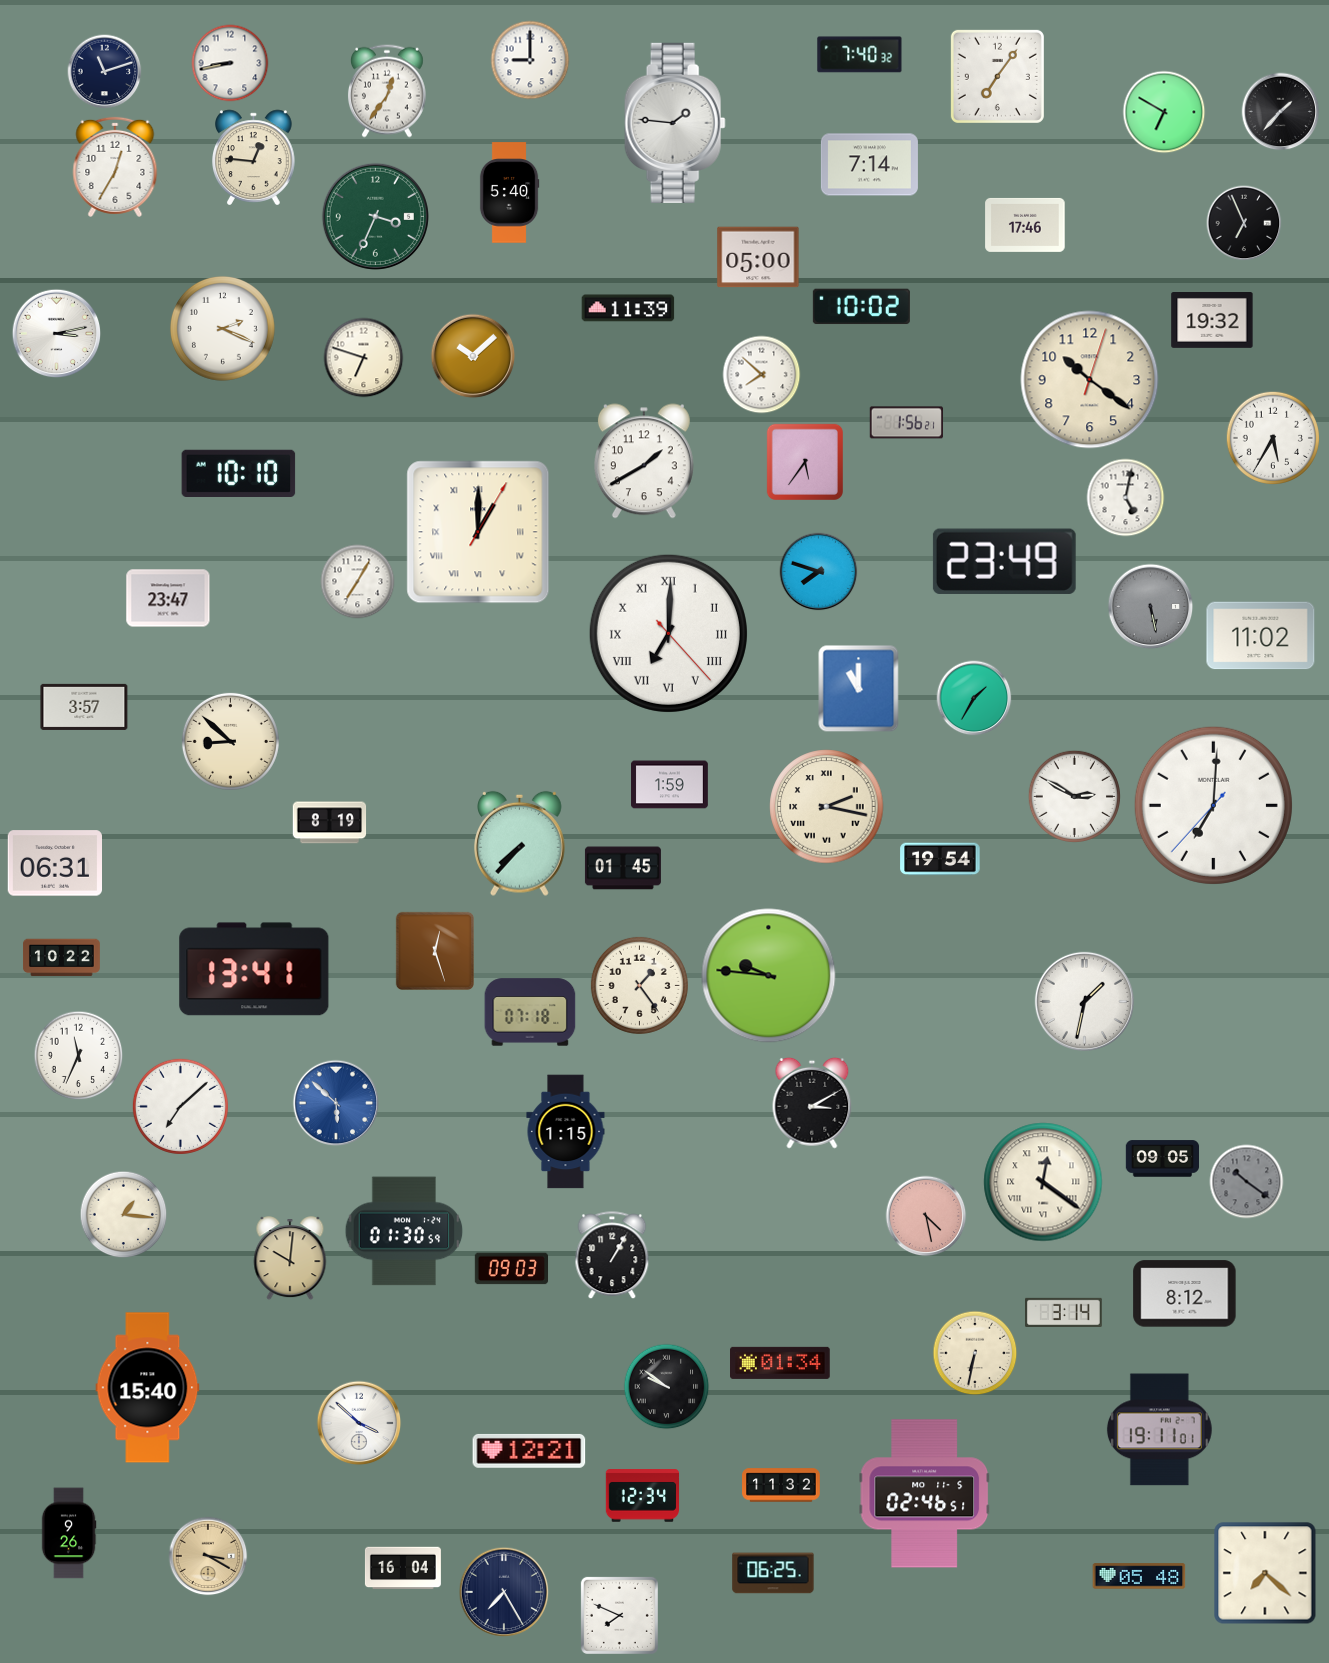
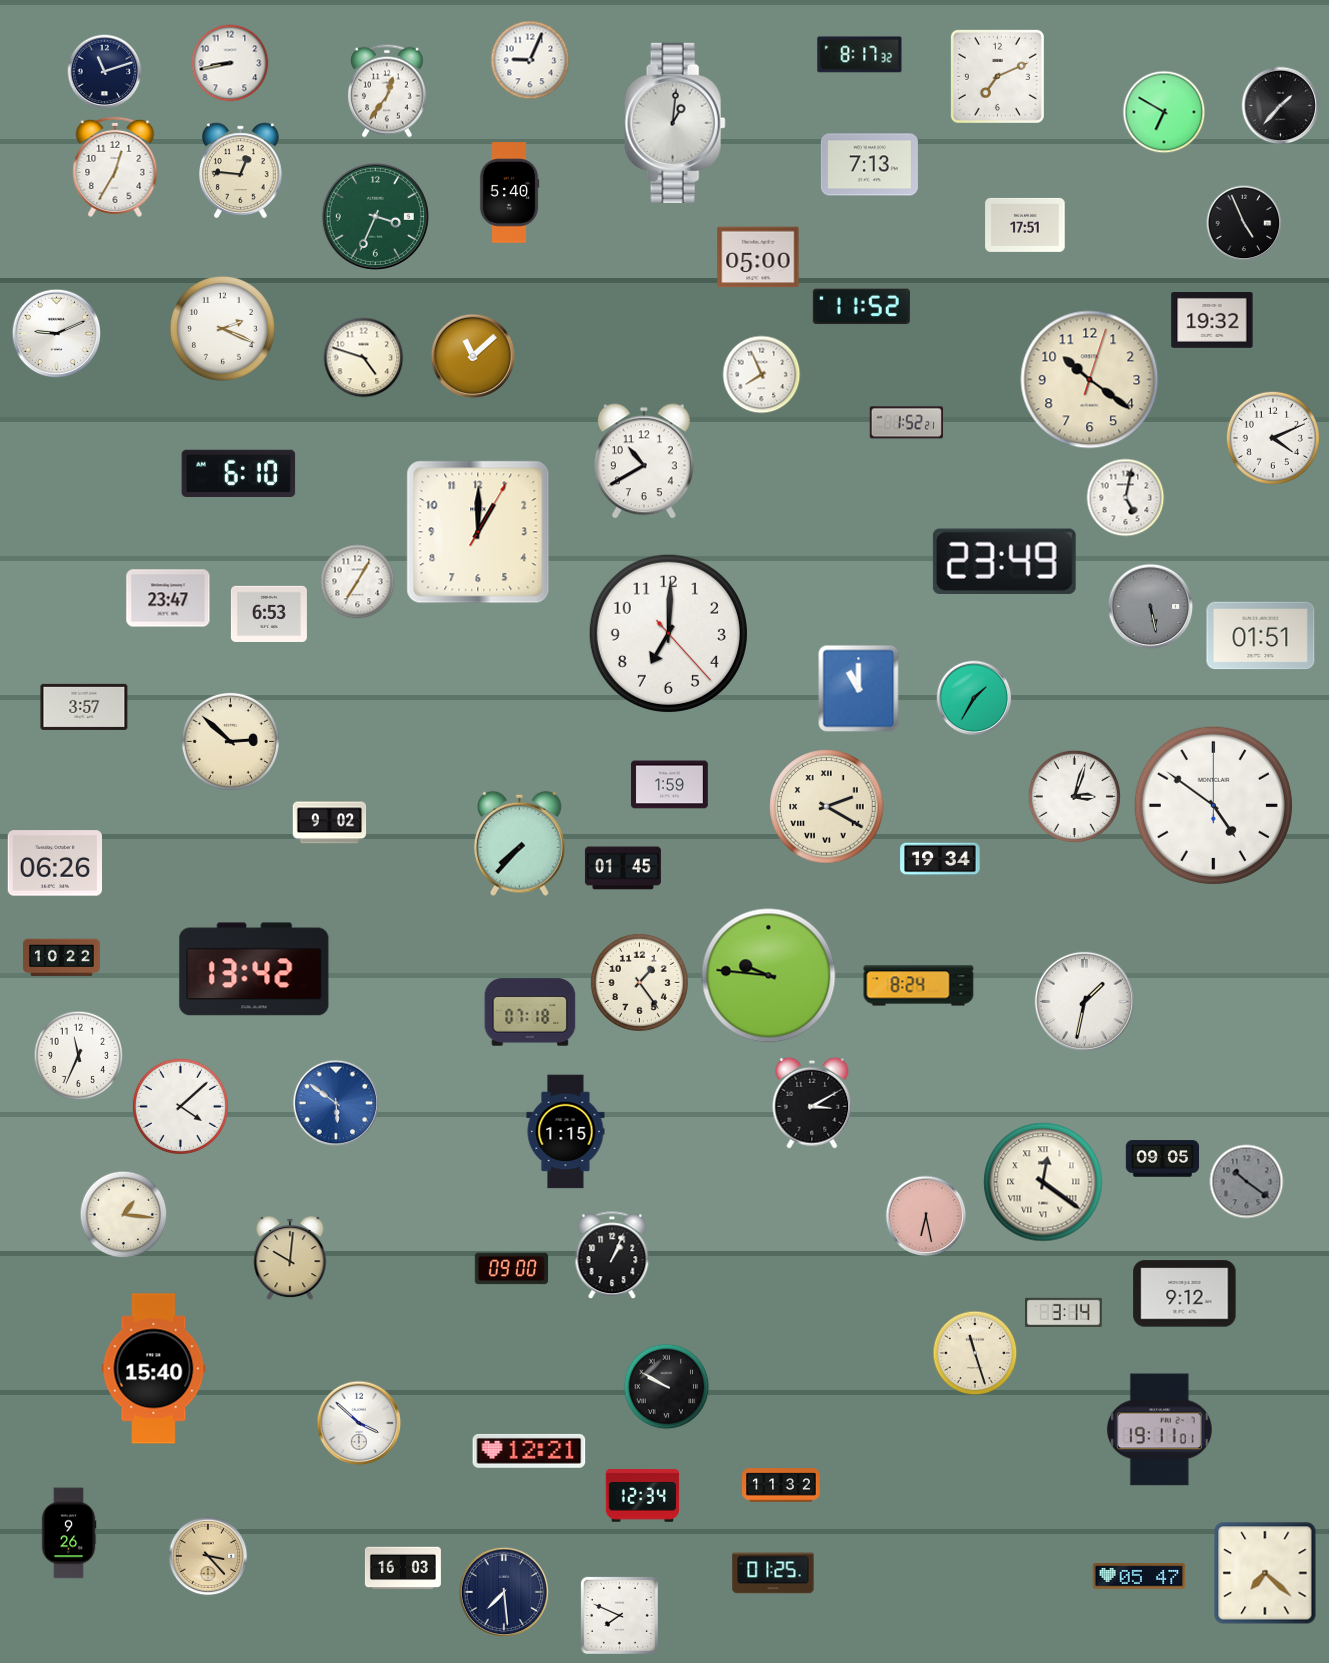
clock at (860, 55): 7:40 -> 8:17
clock at (530, 60): 9:00 -> 9:04
clock at (997, 76): 7:06 -> 7:11
clock at (1281, 112) position: (1281, 112) -> (1281, 106)
clock at (675, 123): 1:46 -> 1:01
clock at (254, 158) position: (254, 158) -> (241, 171)
clock at (869, 165): 7:14 -> 7:13
clock at (1244, 223): 6:56 -> 4:56
clock at (1025, 225): 17:46 -> 17:51
clock at (861, 307): 10:02 -> 11:52
clock at (628, 308): 11:39 -> none
clock at (57, 334): 3:13 -> 9:11
clock at (473, 356): 10:08 -> 11:08
clock at (364, 358): 6:48 -> 4:48
clock at (762, 375): 7:52 -> 7:56
clock at (906, 423): 1:56 -> 1:52
clock at (1272, 437): 5:35 -> 4:11
clock at (644, 461): 1:40 -> 10:40
clock at (804, 461): 5:36 -> none
clock at (239, 473): 10:10 -> 6:10
clock at (478, 532) numerals: Roman -> Arabic
clock at (819, 572): 7:48 -> none
clock at (269, 614): none -> 6:53
clock at (668, 633) numerals: Roman -> Arabic
clock at (1261, 636): 11:02 -> 01:51
clock at (230, 741): 8:52 -> 2:52
clock at (1074, 796): 2:50 -> 3:03
clock at (1213, 805): 7:00 -> 4:51
clock at (827, 807): 2:17 -> 2:20
clock at (330, 823): 8:19 -> 9:02
clock at (940, 859): 19:54 -> 19:34
clock at (55, 863): 06:31 -> 06:26
clock at (434, 950): 12:27 -> none
clock at (254, 969): 13:41 -> 13:42
clock at (639, 985) position: (639, 985) -> (639, 982)
clock at (919, 986): none -> 8:24
clock at (336, 1103): 5:52 -> 5:51
clock at (180, 1106): 7:08 -> 4:08
clock at (926, 1216): 4:28 -> 6:28
clock at (404, 1231): 01:30 -> none
clock at (612, 1256): 1:05 -> 1:04
clock at (512, 1269): 09:03 -> 09:00
clock at (1185, 1294): 8:12 -> 9:12
clock at (975, 1353): 6:32 -> 11:27
clock at (780, 1363): 01:34 -> none
clock at (667, 1387): 9:51 -> 9:50
clock at (148, 1388) position: (148, 1388) -> (154, 1369)
clock at (925, 1494): 02:46 -> none
clock at (208, 1556): 3:20 -> 3:23
clock at (403, 1568): 16:04 -> 16:03
clock at (773, 1573): 06:25 -> 01:25
clock at (1139, 1576): 05:48 -> 05:47
clock at (504, 1592): 7:25 -> 7:29
